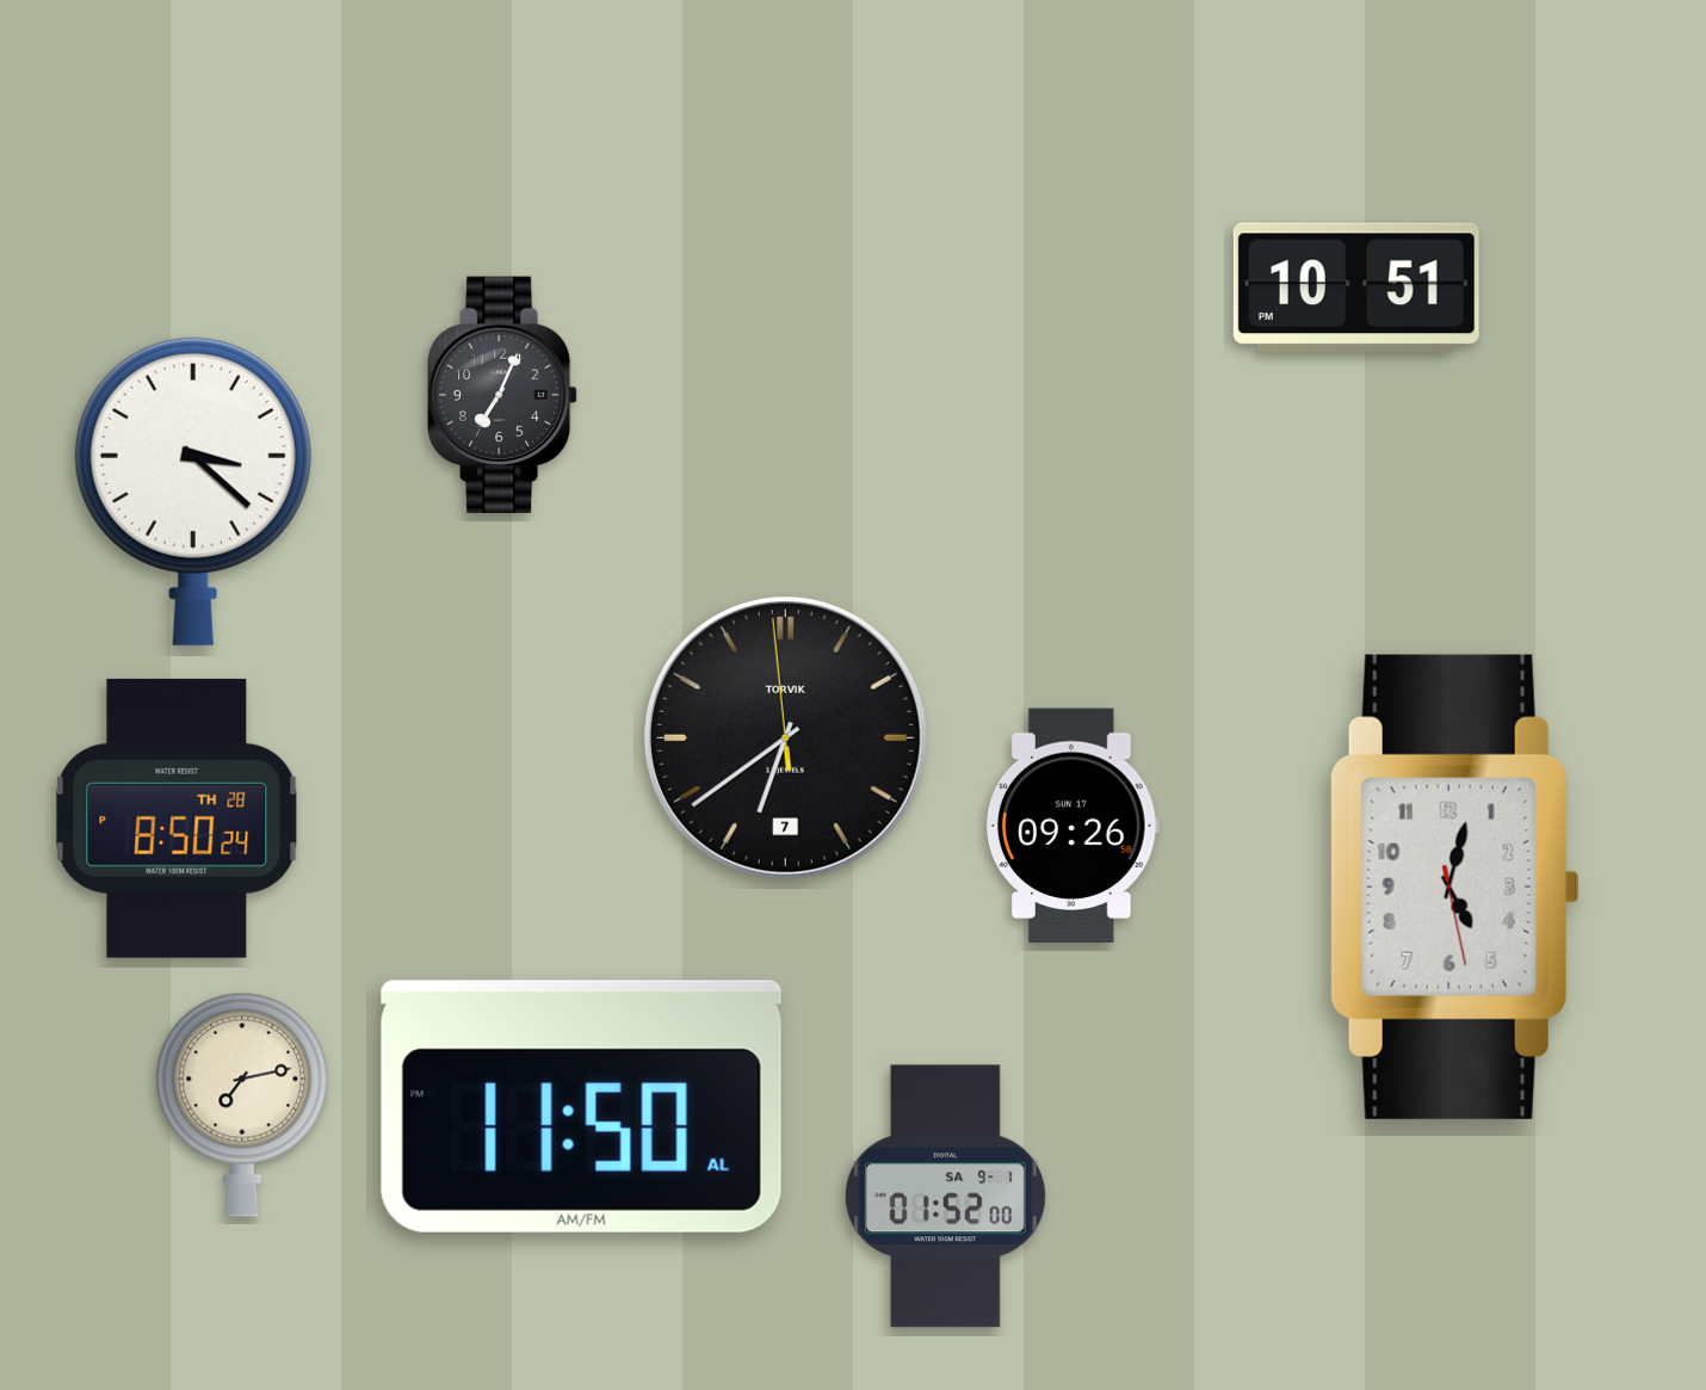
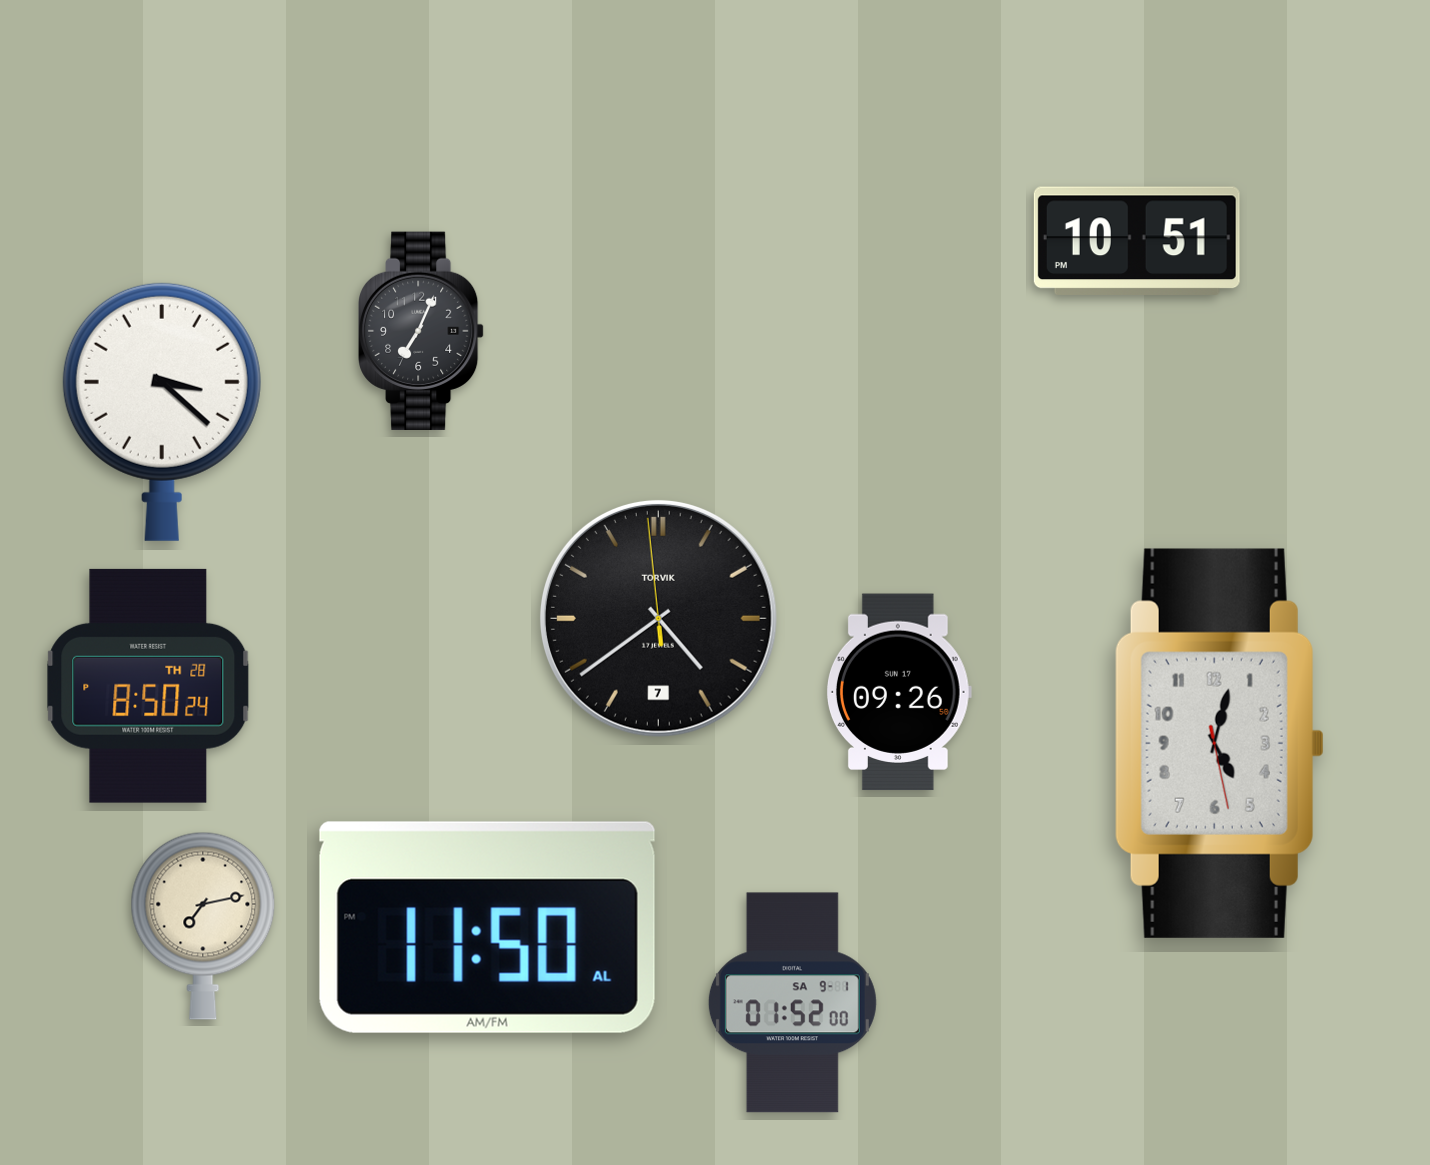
clock at (785, 737): 6:38 -> 4:38
